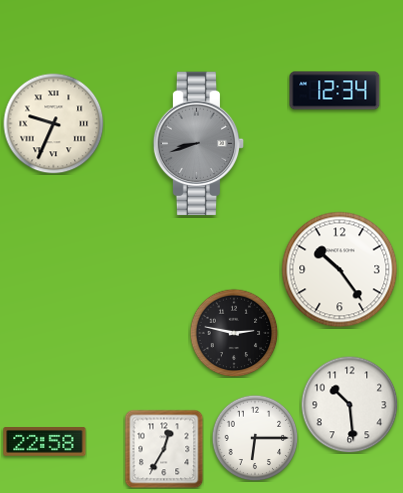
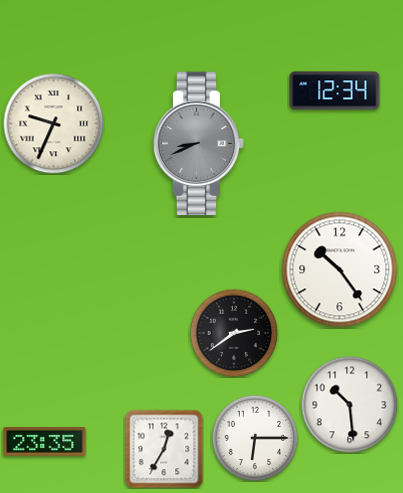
clock at (199, 144): 8:42 -> 8:41
clock at (234, 333): 2:47 -> 2:39
clock at (45, 442): 22:58 -> 23:35
